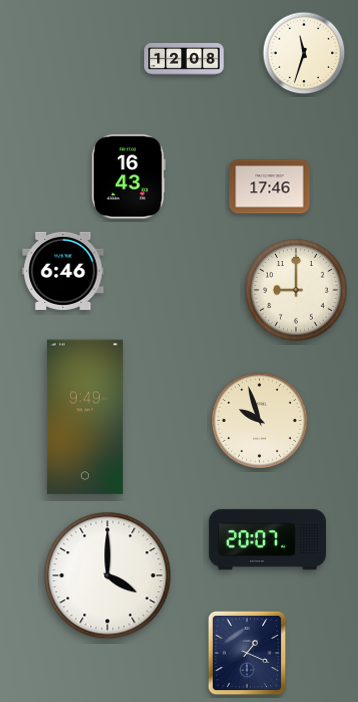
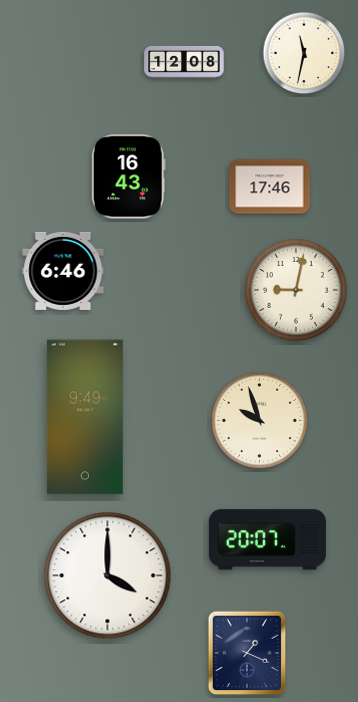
clock at (304, 53): 11:33 -> 11:32
clock at (184, 59) position: (184, 59) -> (184, 62)
clock at (296, 290): 9:00 -> 9:02
